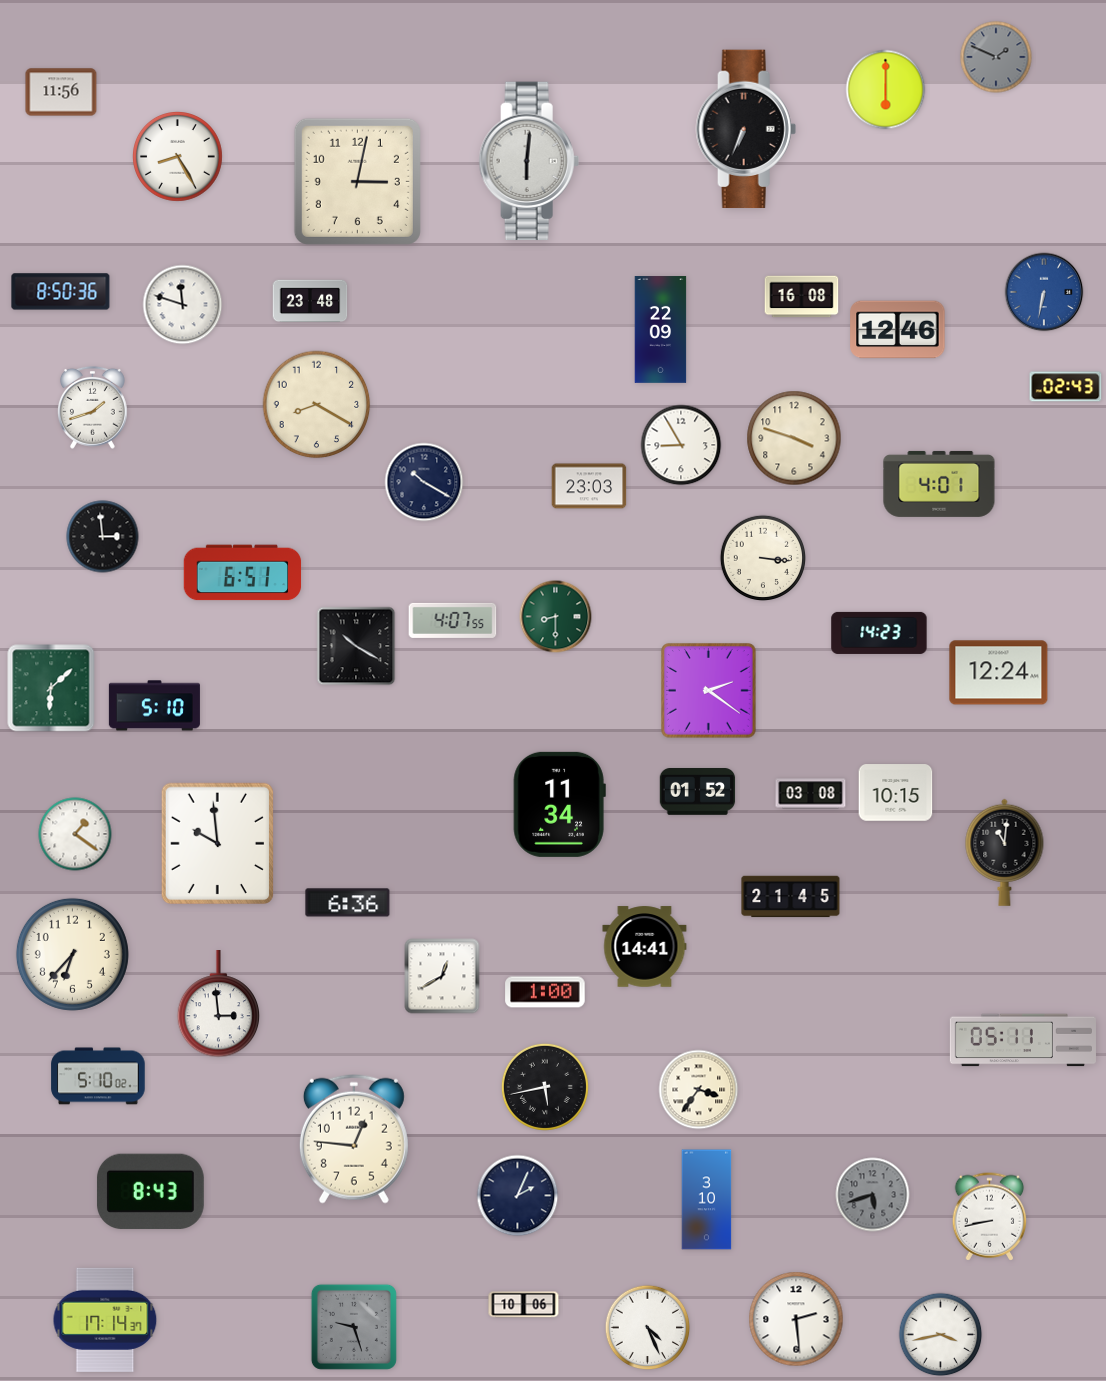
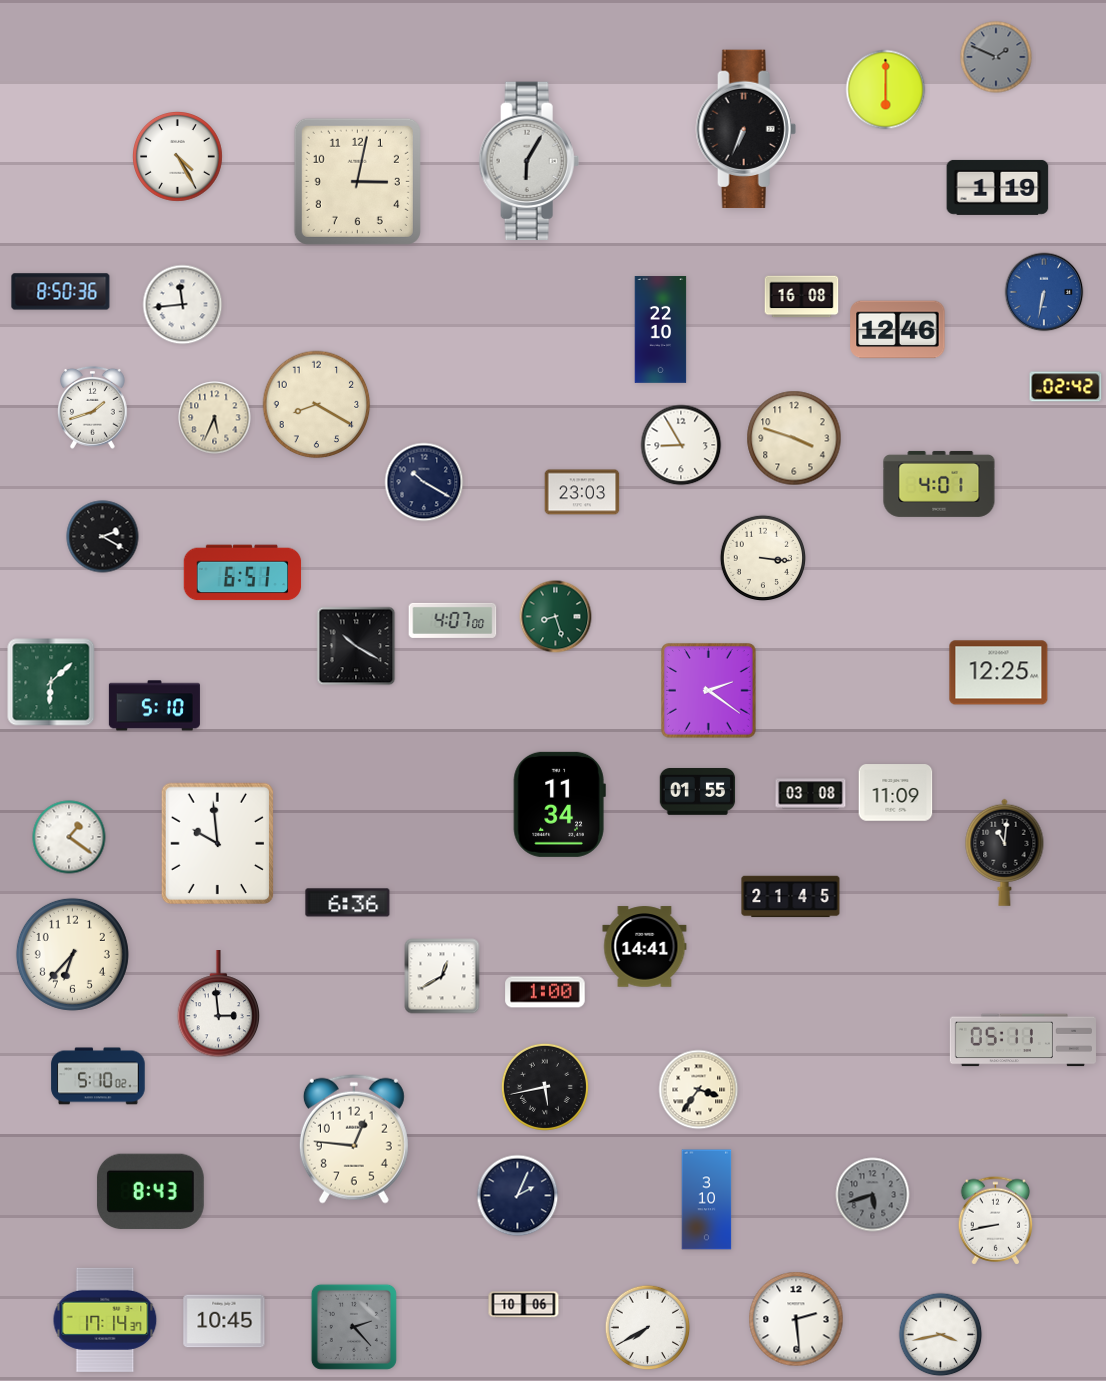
clock at (61, 92): 11:56 -> none
clock at (178, 157): 8:25 -> 4:25
clock at (529, 161): 6:01 -> 6:05
clock at (998, 187): none -> 1:19
clock at (310, 301): 23:48 -> none
clock at (183, 305): 11:48 -> 11:44
clock at (661, 330): 22:09 -> 22:10
clock at (1066, 387): 02:43 -> 02:42
clock at (215, 418): none -> 5:34
clock at (589, 486) position: (589, 486) -> (582, 492)
clock at (103, 537): 2:59 -> 2:20
clock at (556, 617): 8:30 -> 8:27
clock at (453, 620): 4:07:55 -> 4:07:00
clock at (879, 633): 14:23 -> none
clock at (999, 673): 12:24 -> 12:25
clock at (51, 688) position: (51, 688) -> (51, 682)
clock at (698, 792): 01:52 -> 01:55
clock at (896, 793): 10:15 -> 11:09
clock at (75, 834) position: (75, 834) -> (69, 837)
clock at (990, 1217) position: (990, 1217) -> (996, 1221)
clock at (224, 1321): none -> 10:45
clock at (354, 1327): 9:27 -> 2:23
clock at (648, 1328): 4:26 -> 7:40
